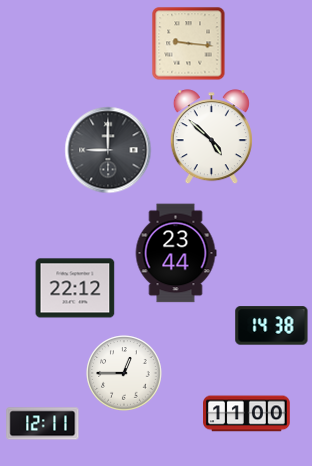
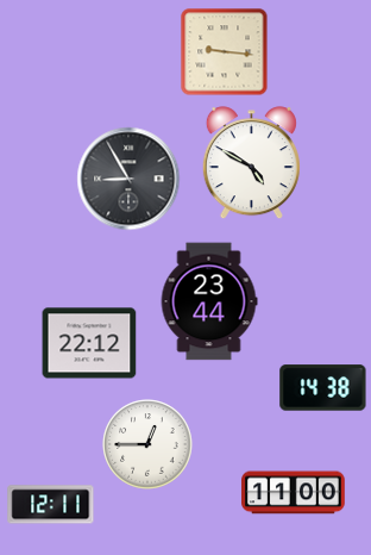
clock at (211, 137): 4:52 -> 4:50
clock at (108, 150): 9:00 -> 8:55
